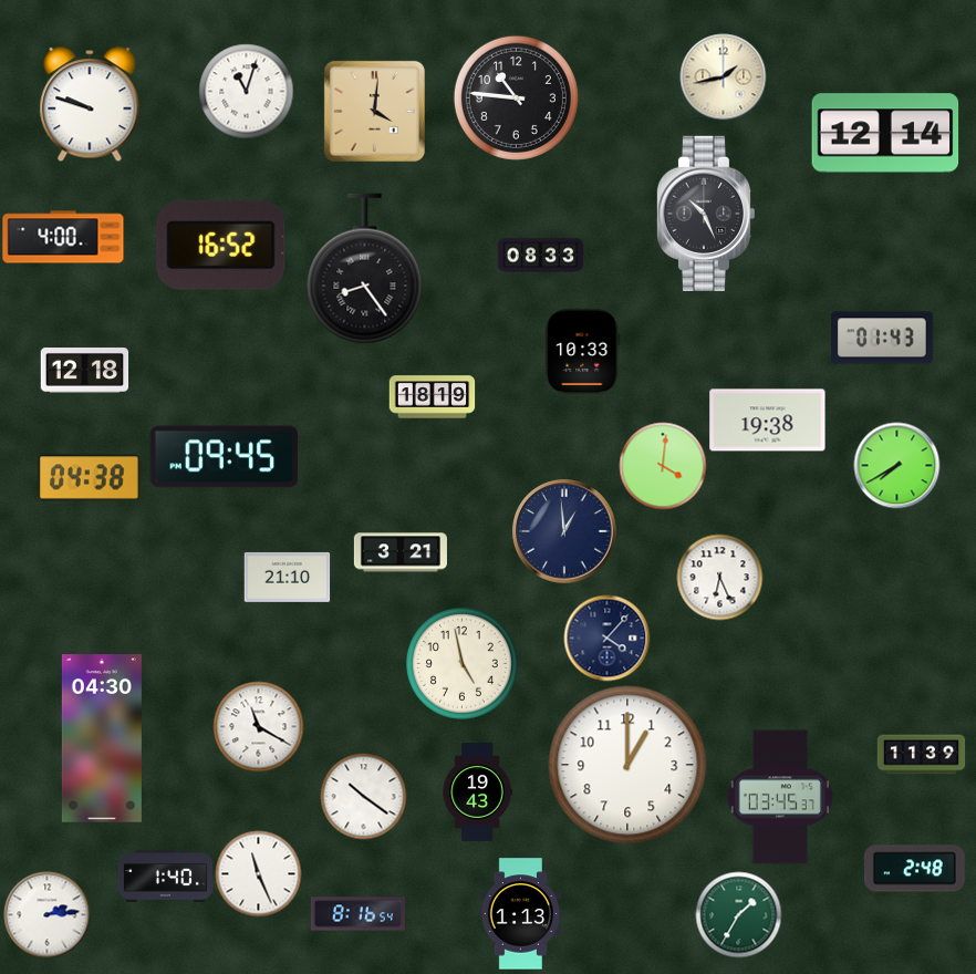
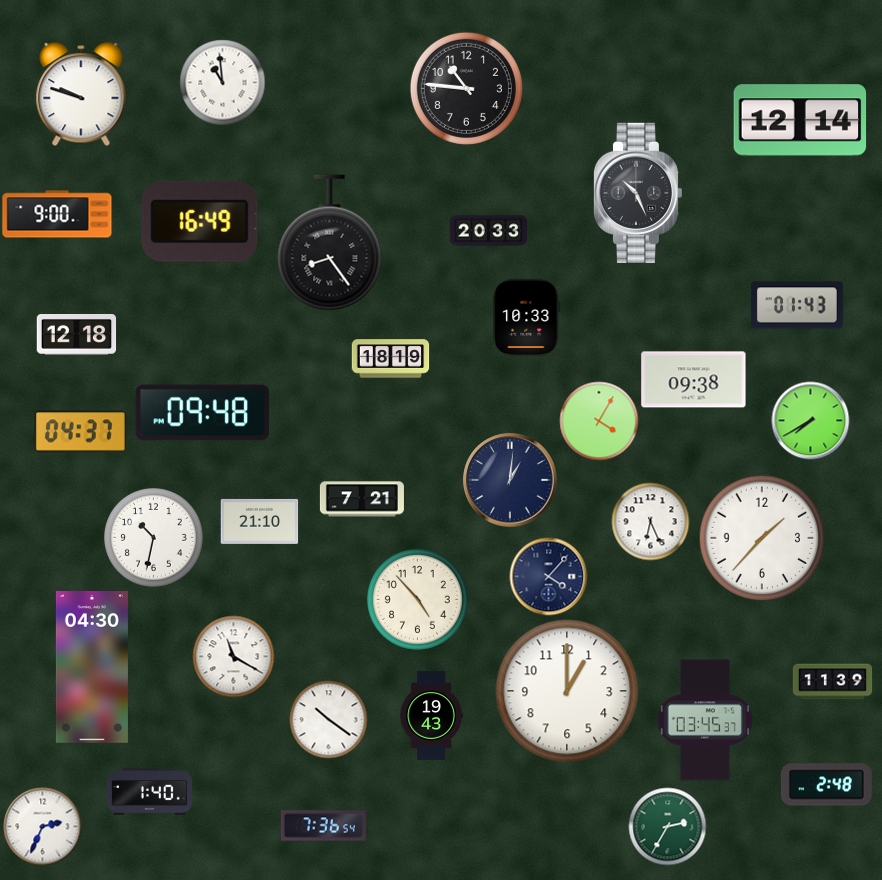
clock at (723, 76): 1:43 -> none
clock at (246, 91): 11:03 -> 10:59
clock at (374, 111): 4:01 -> none
clock at (63, 237): 4:00 -> 9:00
clock at (221, 245): 16:52 -> 16:49
clock at (540, 256): 08:33 -> 20:33
clock at (768, 421): 19:38 -> 09:38
clock at (225, 457): 09:45 -> 09:48
clock at (663, 466): 4:01 -> 4:05
clock at (89, 478): 04:38 -> 04:37
clock at (564, 531): 12:59 -> 1:01
clock at (401, 552): 3:21 -> 7:21
clock at (154, 538): none -> 10:32
clock at (762, 538): none -> 1:37
clock at (463, 664): 4:58 -> 4:53
clock at (258, 873): 11:26 -> none
clock at (46, 914): 2:14 -> 2:34
clock at (357, 914): 8:16 -> 7:36
clock at (521, 914): 1:13 -> none
clock at (738, 914): 1:35 -> 2:35
